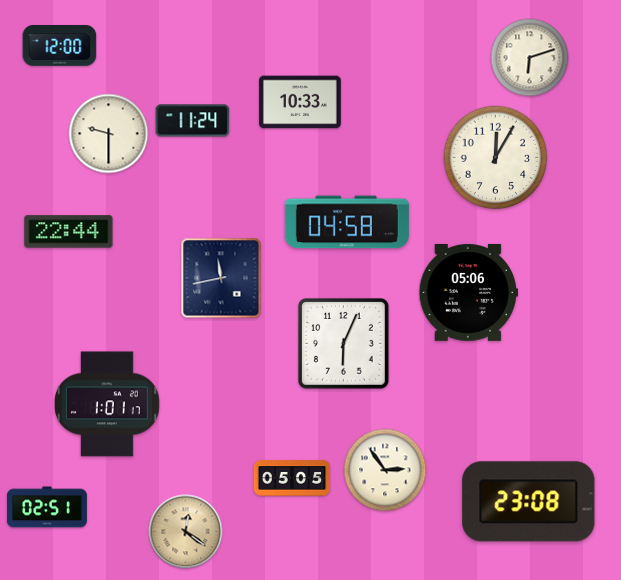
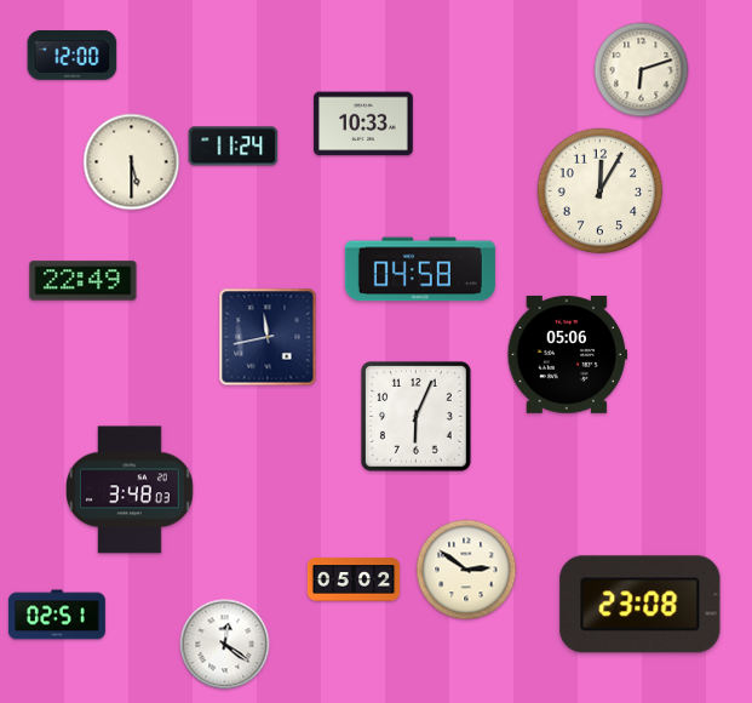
clock at (109, 134): 9:30 -> 5:30
clock at (69, 232): 22:44 -> 22:49
clock at (107, 404): 1:01 -> 3:48
clock at (385, 470): 2:54 -> 2:51
clock at (292, 478): 05:05 -> 05:02
clock at (529, 502) position: (529, 502) -> (641, 605)
clock at (186, 532) dial: champagne -> white
